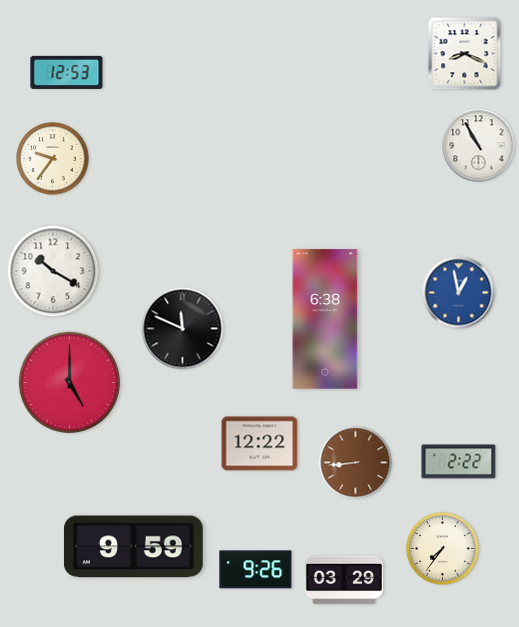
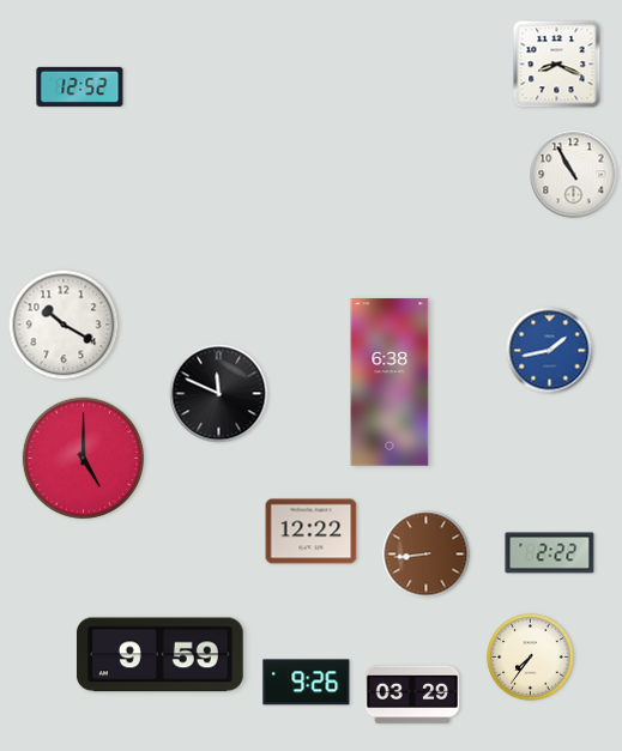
clock at (67, 72): 12:53 -> 12:52
clock at (53, 159): 9:36 -> none
clock at (459, 293): 12:58 -> 1:43
